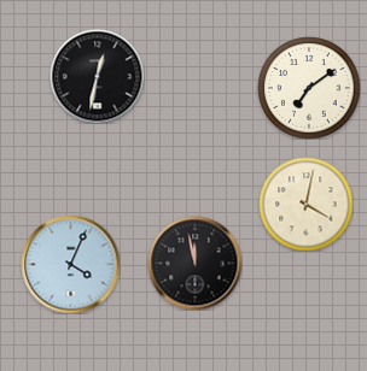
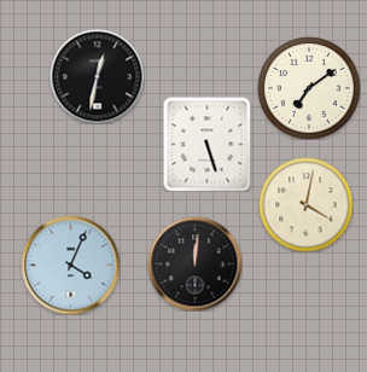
clock at (208, 144): none -> 5:27
clock at (194, 263): 11:58 -> 12:01
